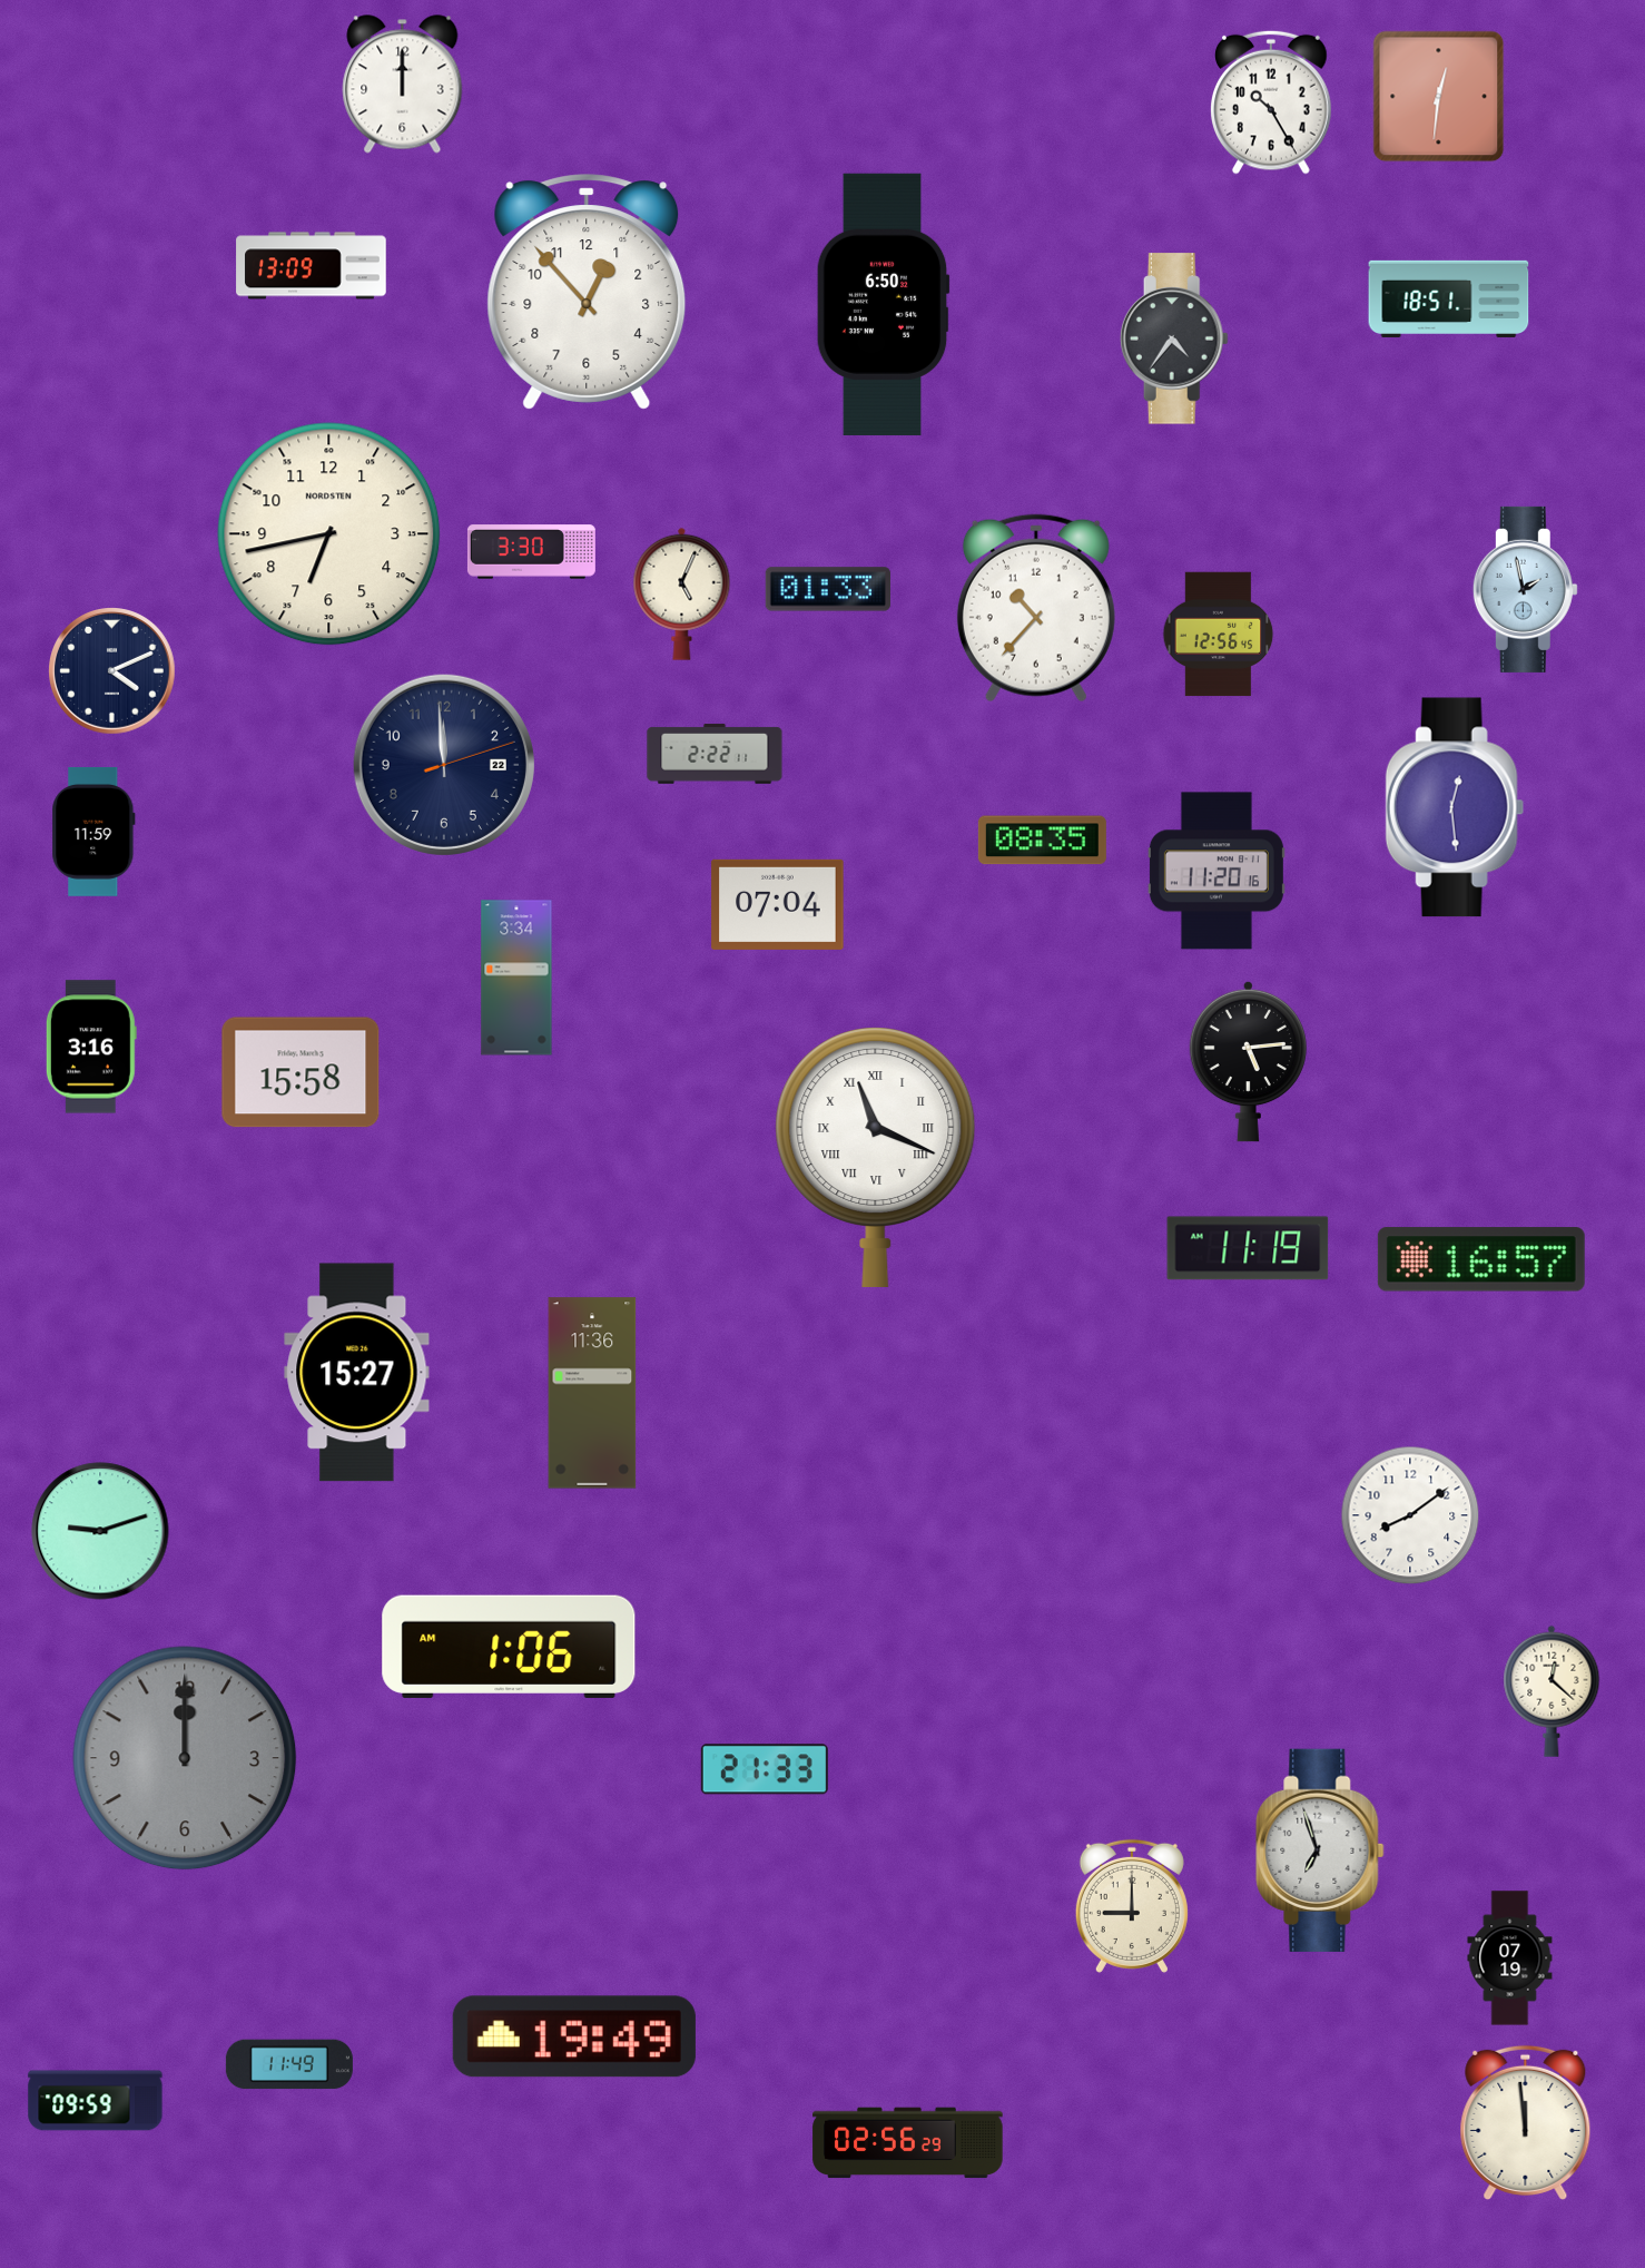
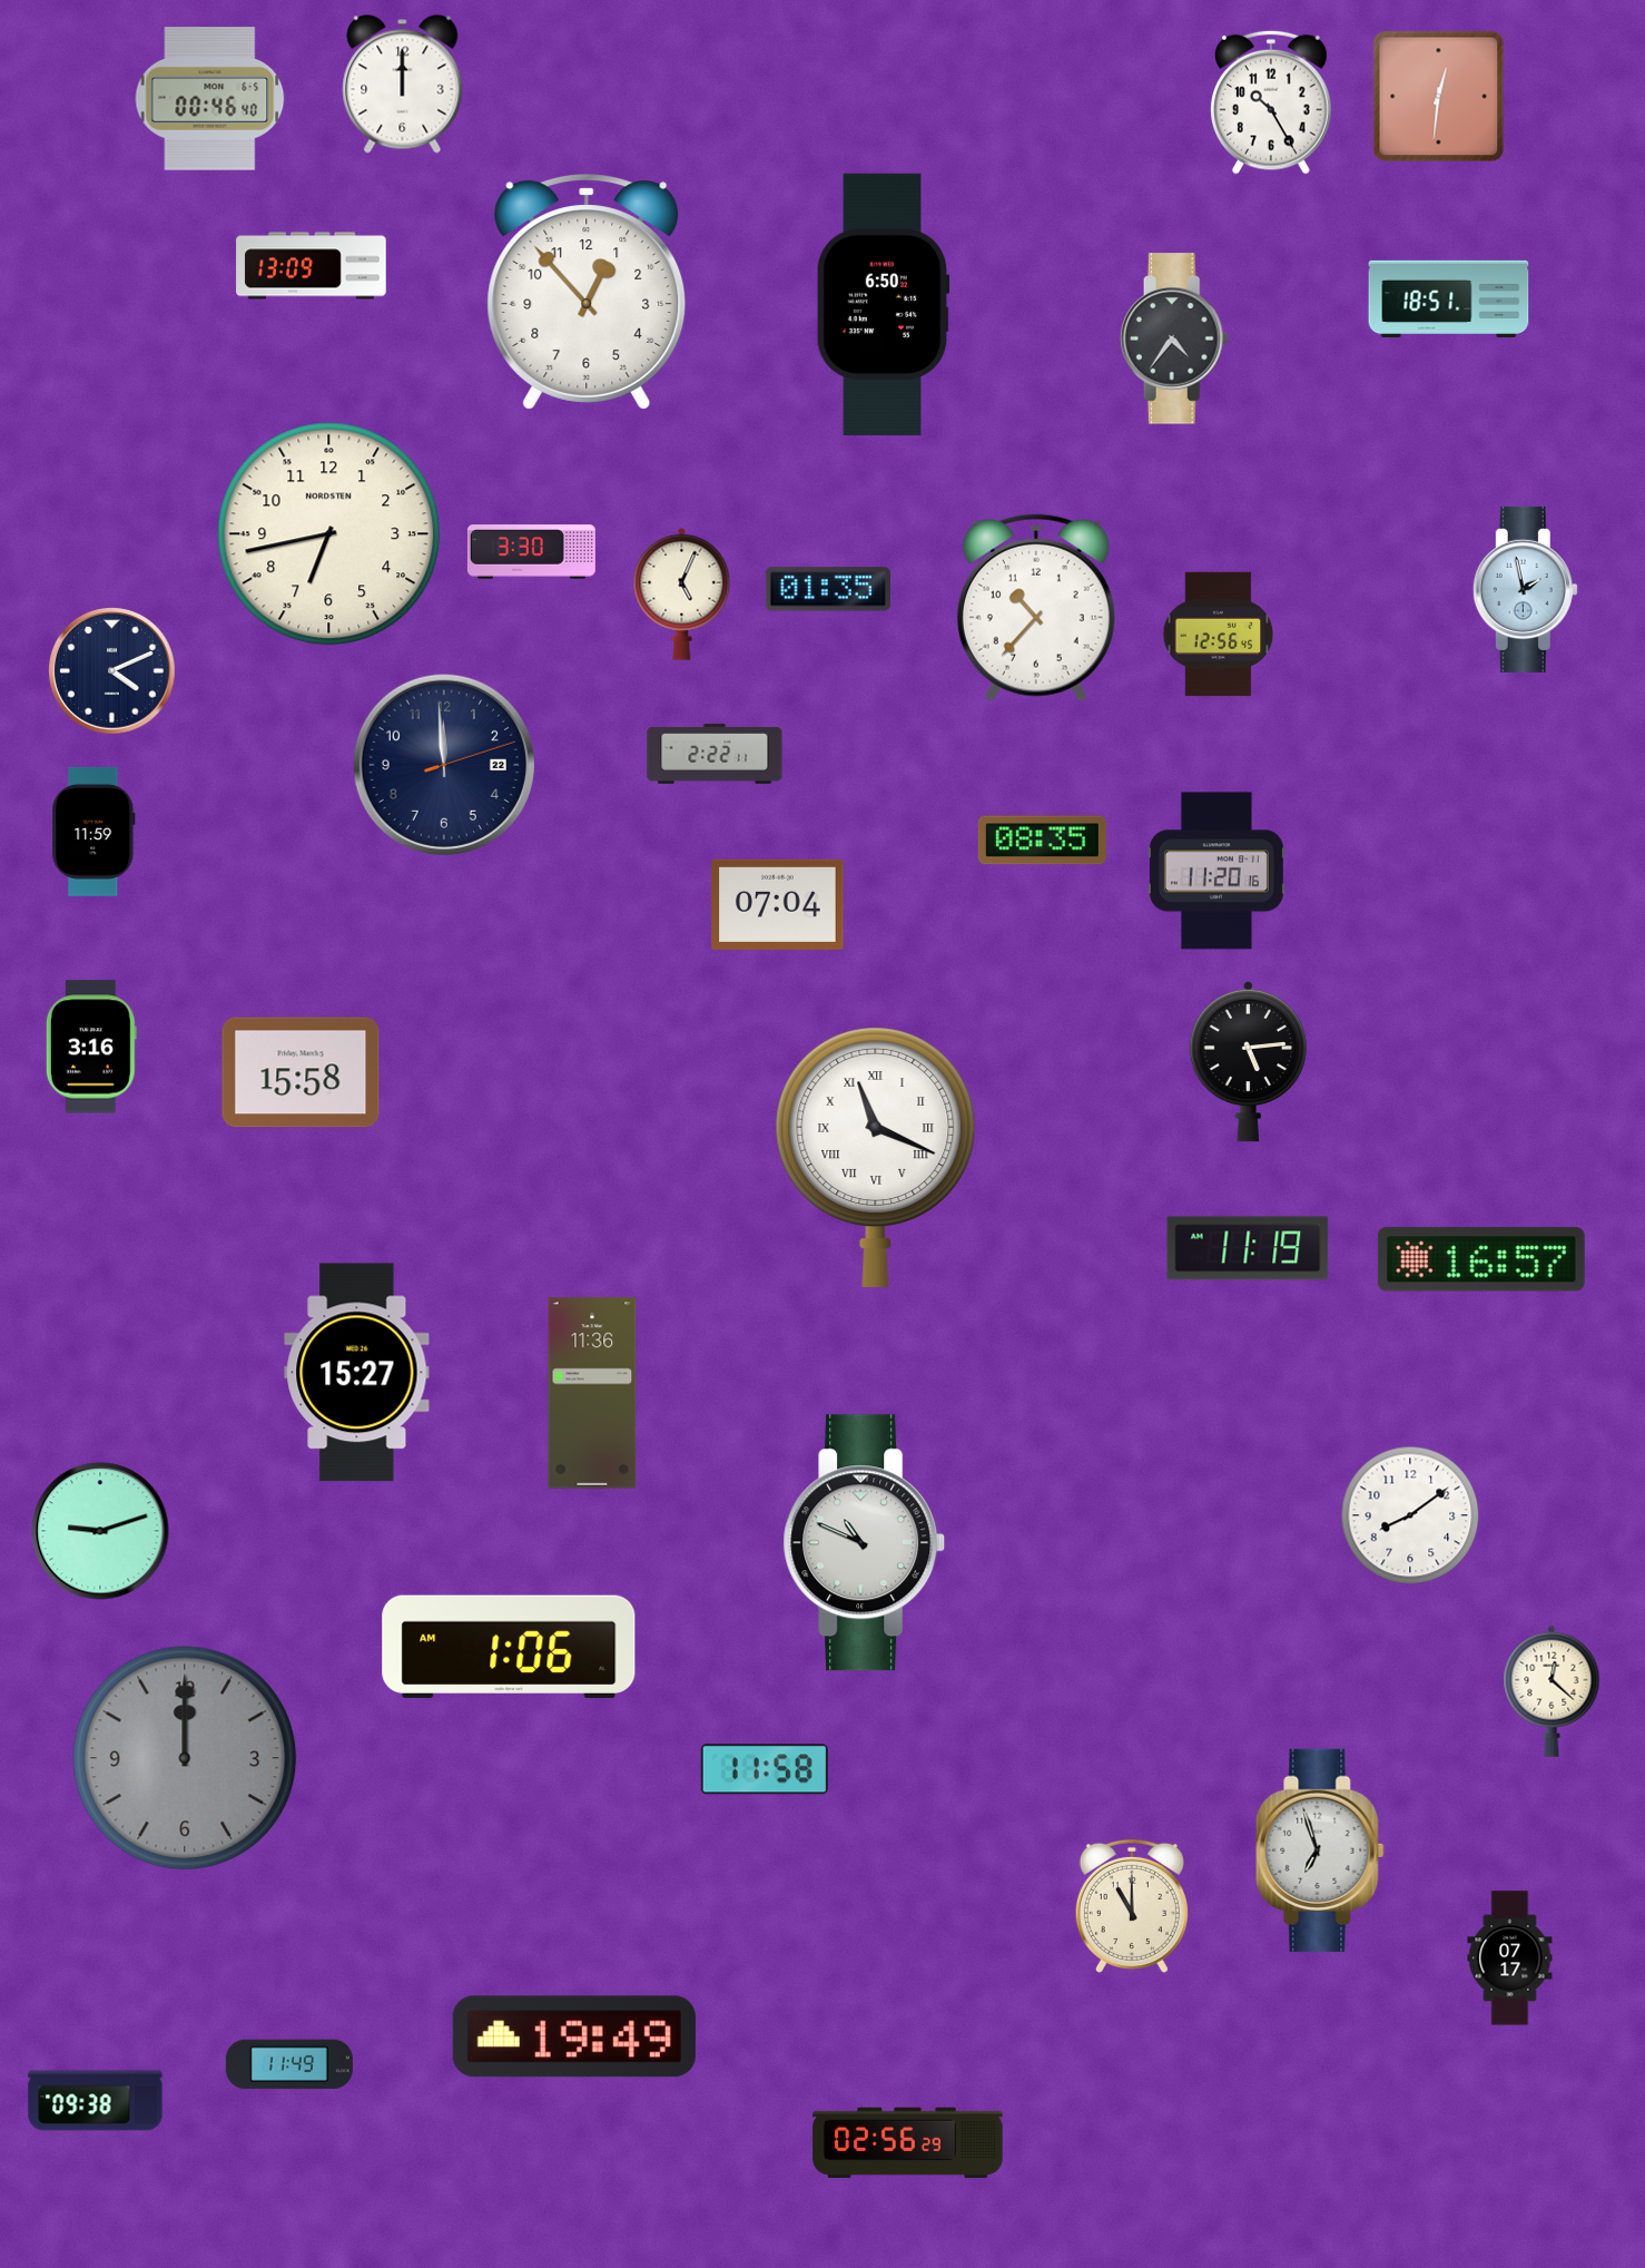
clock at (210, 99): none -> 00:46
clock at (828, 589): 01:33 -> 01:35
clock at (1455, 807): 12:29 -> none
clock at (516, 978): 3:34 -> none
clock at (865, 1543): none -> 10:49
clock at (765, 1769): 21:33 -> 11:58
clock at (1132, 1906): 9:00 -> 11:00
clock at (1510, 1958): 07:19 -> 07:17
clock at (96, 2101): 09:59 -> 09:38
clock at (1526, 2122): 11:59 -> none
